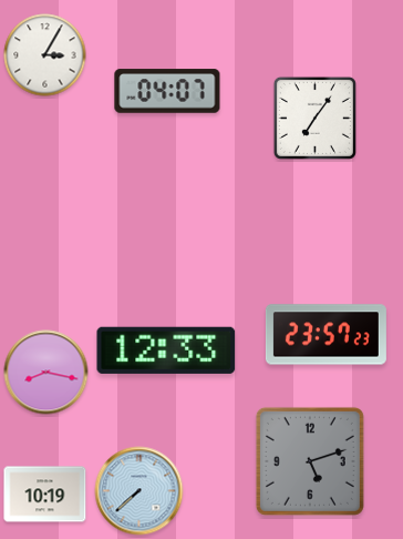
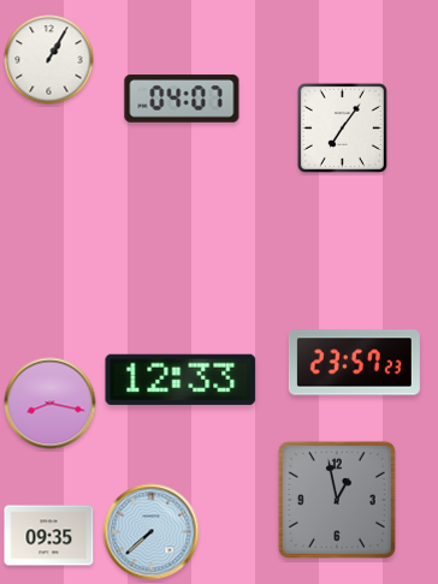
clock at (45, 55): 3:05 -> 1:05
clock at (310, 461): 5:12 -> 12:58
clock at (45, 495): 10:19 -> 09:35
